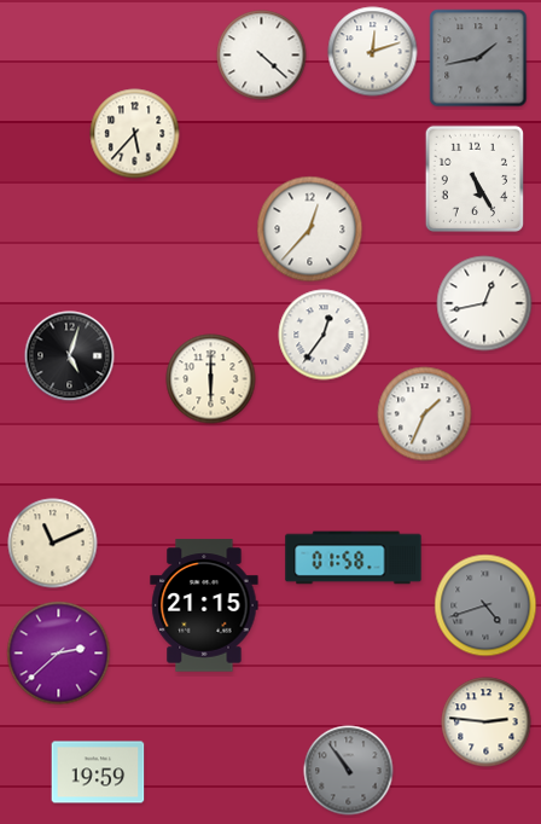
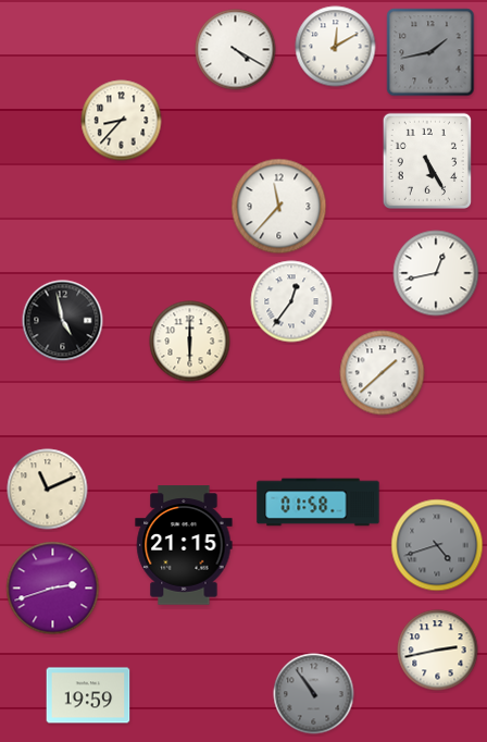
clock at (373, 52): 12:12 -> 12:10
clock at (262, 56): 4:22 -> 4:20
clock at (135, 134): 5:37 -> 8:37
clock at (310, 230): 12:37 -> 11:37
clock at (70, 356): 5:03 -> 4:58
clock at (425, 414): 1:34 -> 1:38
clock at (59, 654): 2:38 -> 2:42
clock at (487, 723): 2:46 -> 2:43
